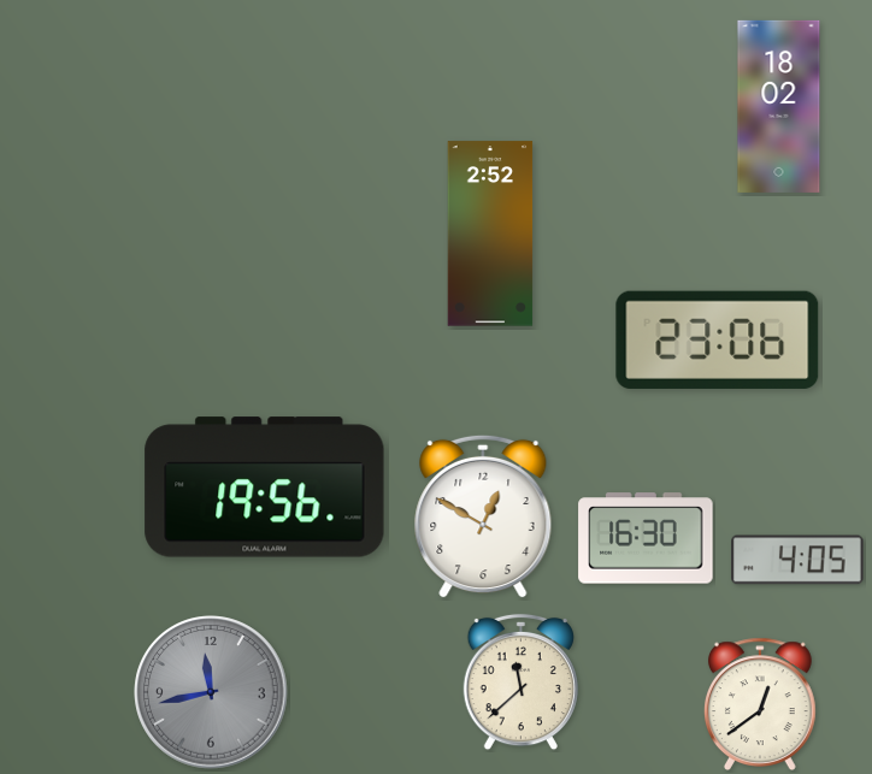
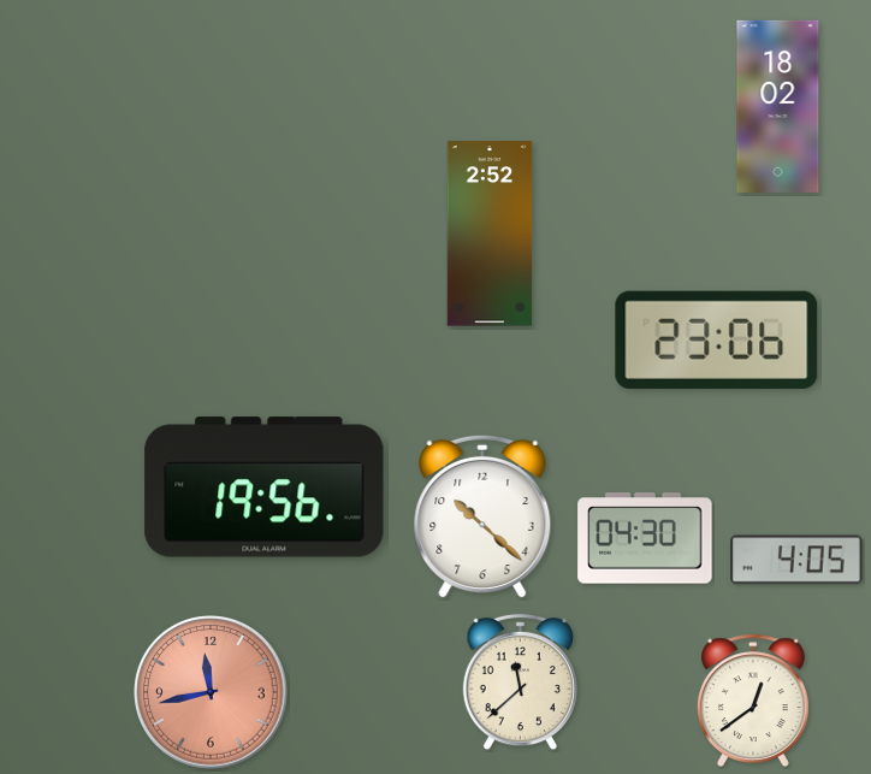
clock at (483, 516): 12:50 -> 10:22
clock at (646, 538): 16:30 -> 04:30
clock at (211, 692) dial: grey -> salmon
clock at (760, 703) position: (760, 703) -> (753, 699)
